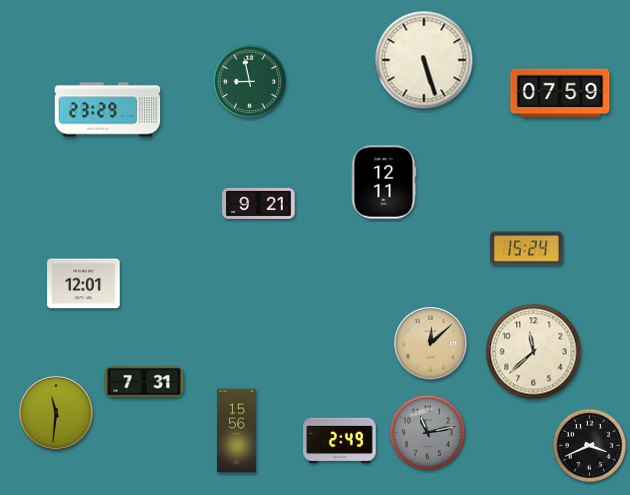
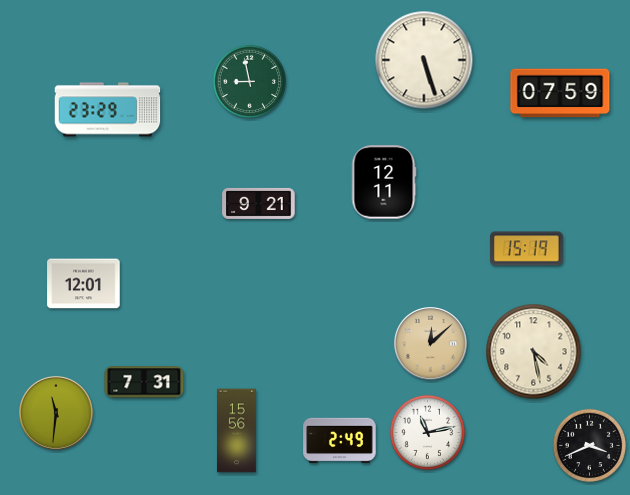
clock at (527, 249): 15:24 -> 15:19
clock at (534, 352): 11:38 -> 4:28
clock at (427, 432) dial: grey -> white
